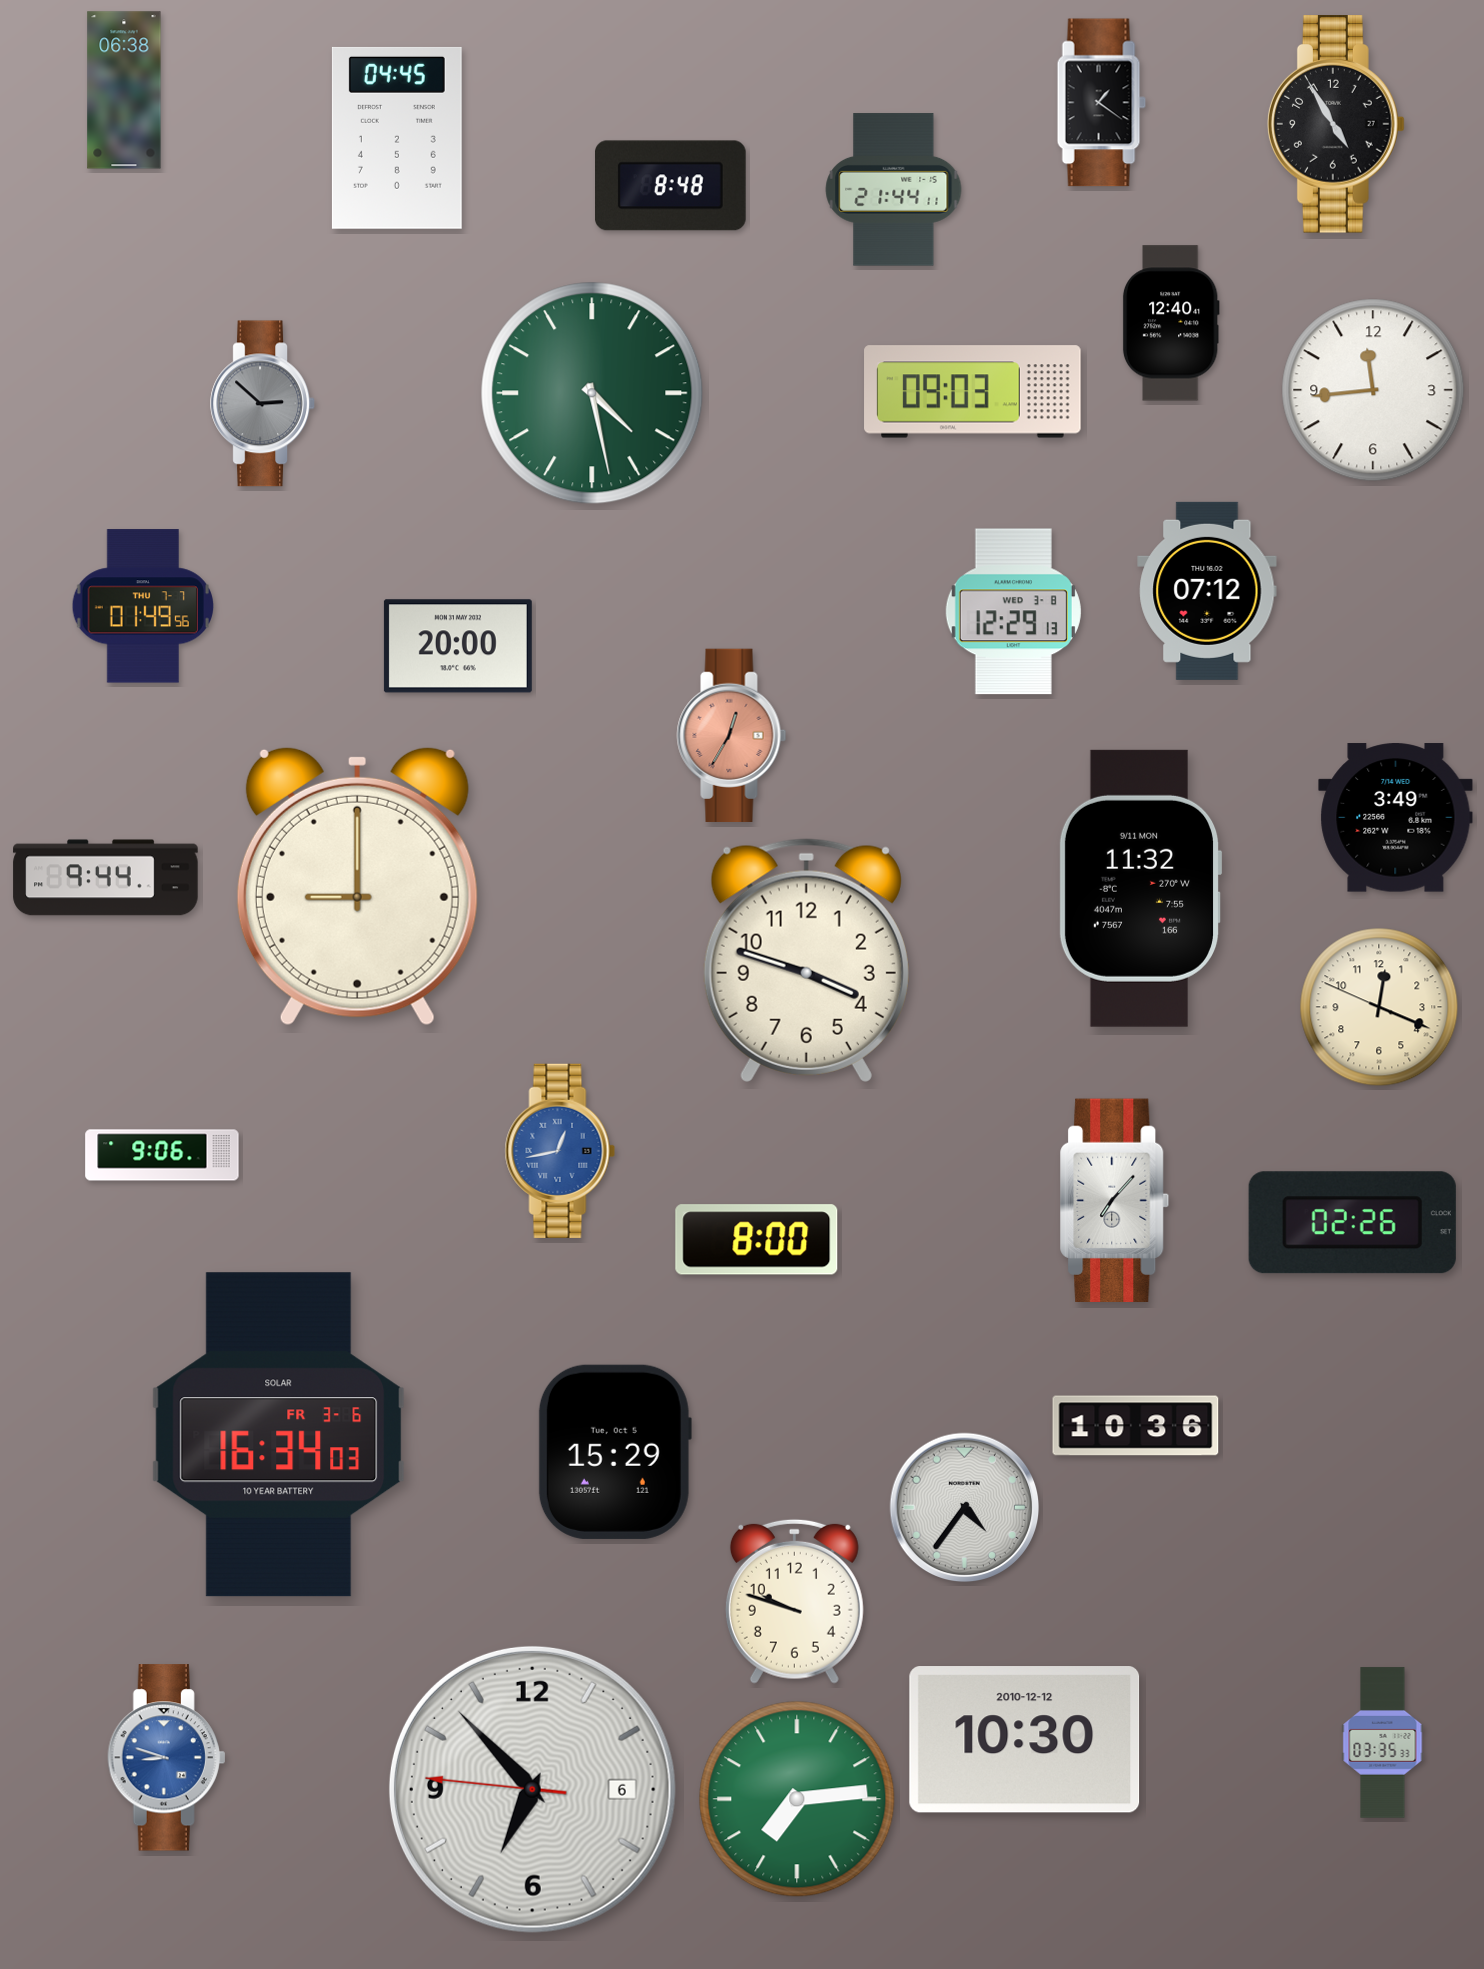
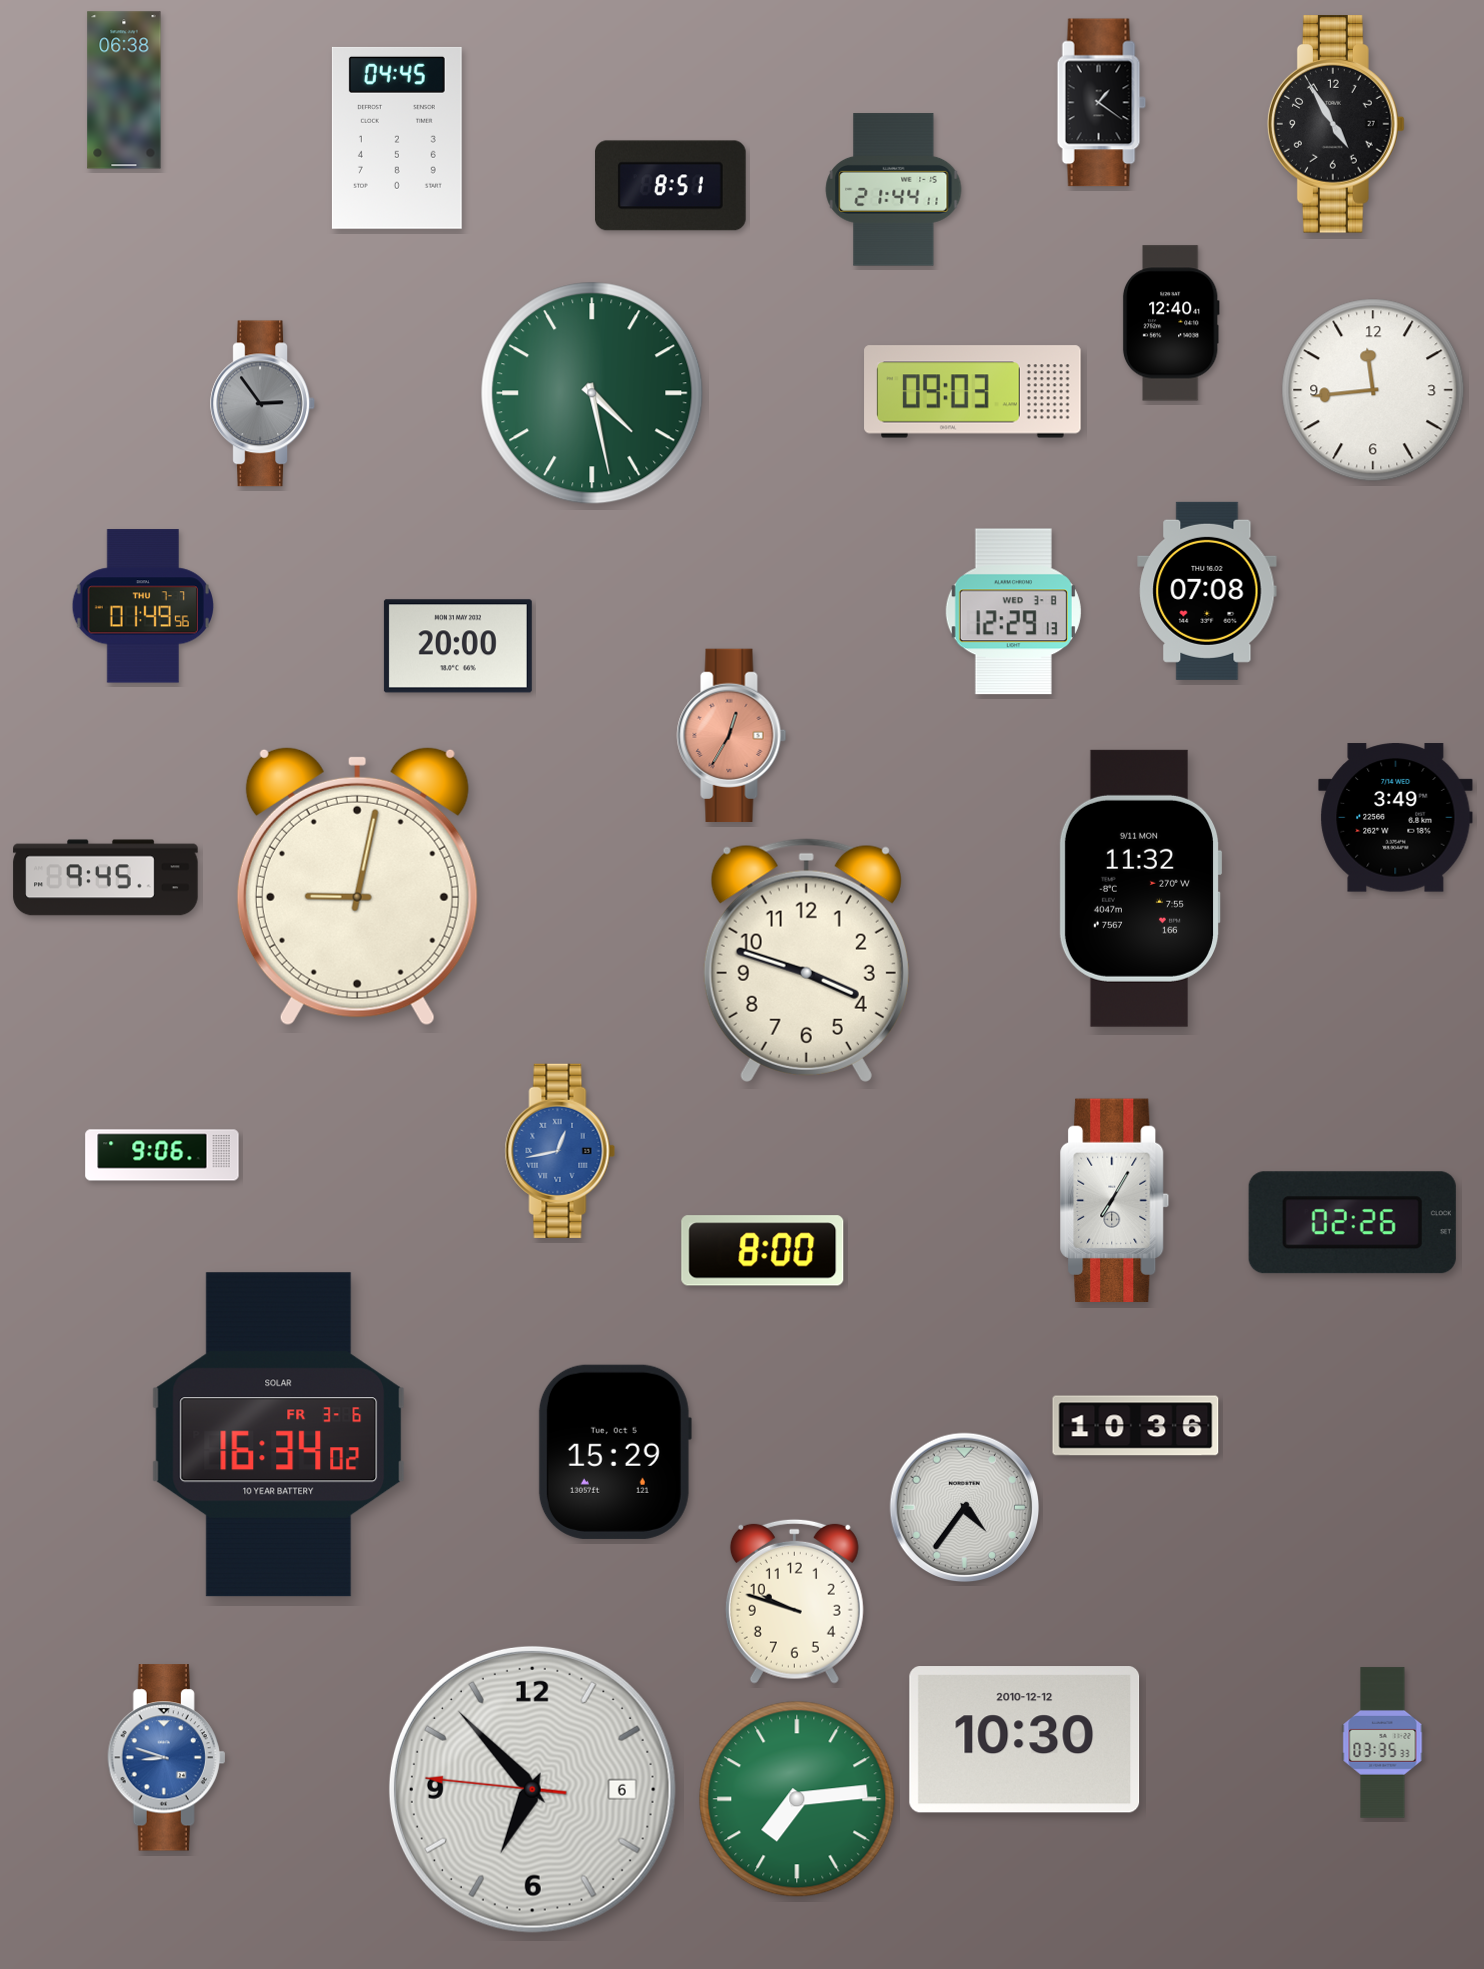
clock at (671, 186): 8:48 -> 8:51
clock at (263, 404): 2:52 -> 2:54
clock at (1207, 591): 07:12 -> 07:08
clock at (106, 878): 9:44 -> 9:45
clock at (357, 886): 9:00 -> 9:02
clock at (1379, 1007): 12:18 -> none
clock at (1115, 1200): 7:07 -> 7:05
clock at (757, 1240) position: (757, 1240) -> (763, 1251)
clock at (279, 1435): 16:34:03 -> 16:34:02
